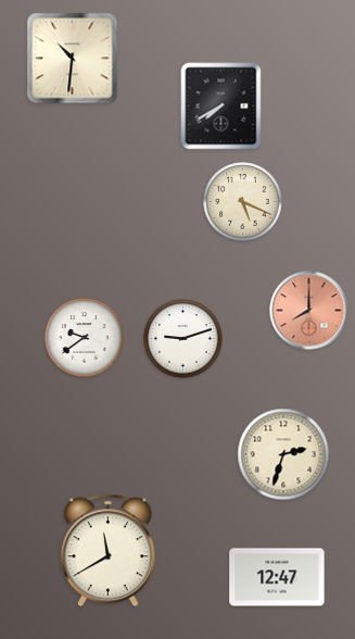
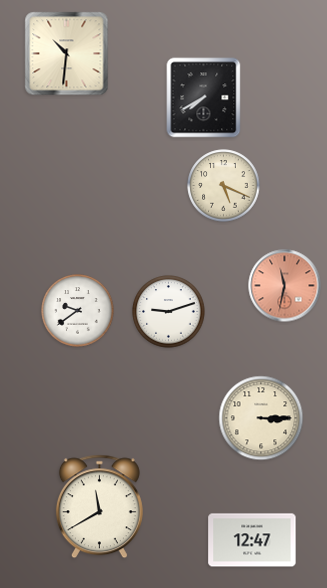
clock at (309, 311): 8:00 -> 11:32
clock at (283, 454): 2:33 -> 3:15
clock at (277, 577) position: (277, 577) -> (252, 540)
